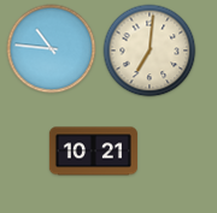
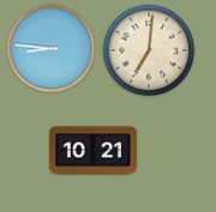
clock at (52, 49): 10:46 -> 8:46
